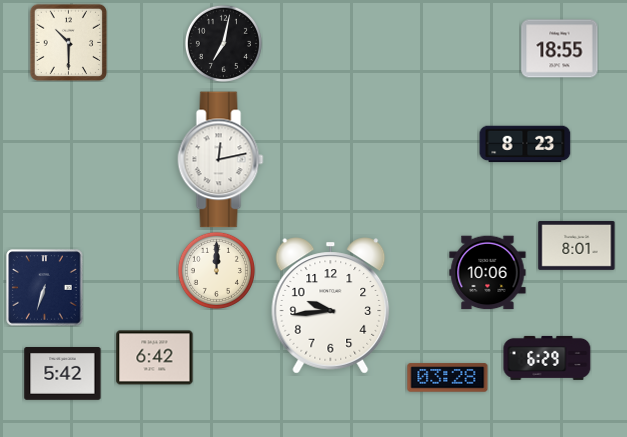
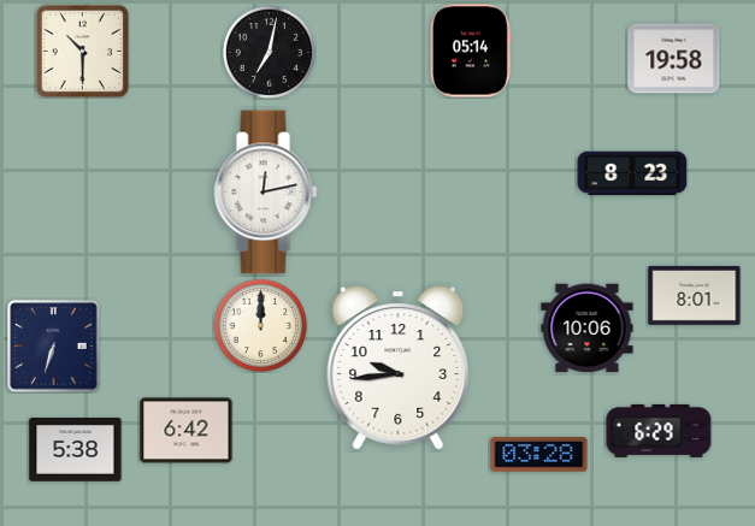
clock at (471, 51): none -> 05:14
clock at (560, 49): 18:55 -> 19:58
clock at (63, 374): 5:42 -> 5:38
